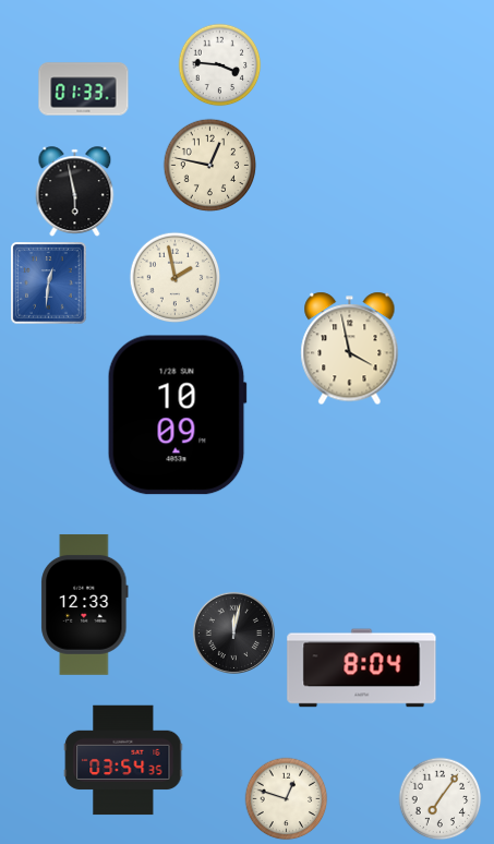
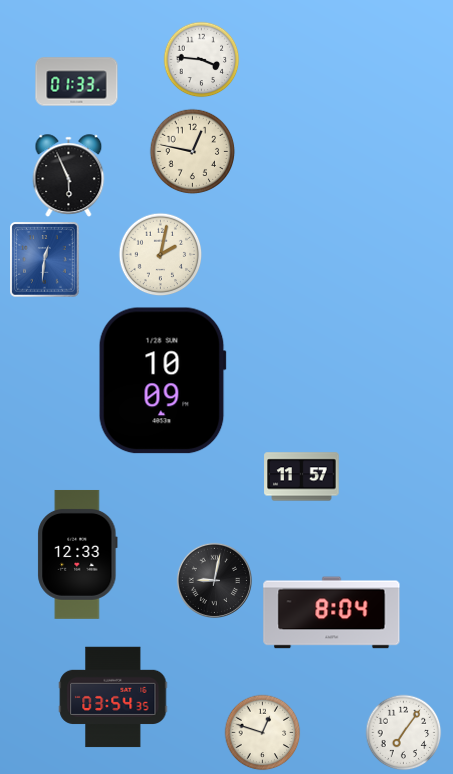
clock at (75, 192): 5:58 -> 5:56
clock at (176, 278): 1:58 -> 2:02
clock at (350, 349): 3:58 -> none
clock at (302, 477): none -> 11:57
clock at (233, 632): 12:02 -> 9:02
